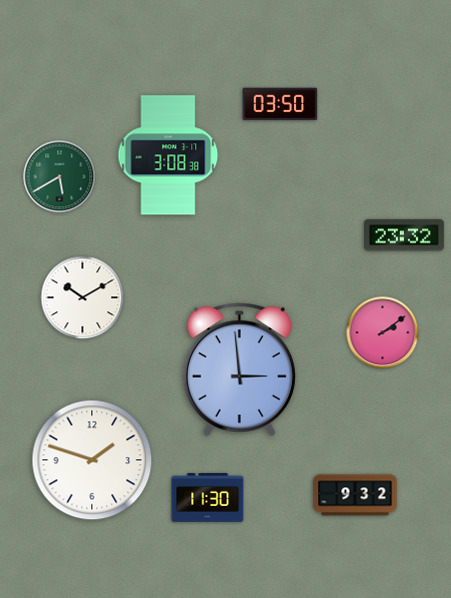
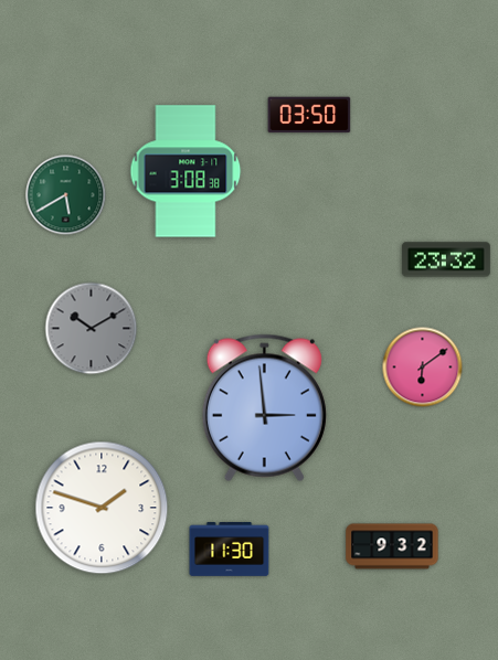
clock at (83, 298) dial: white -> grey
clock at (383, 333): 2:09 -> 6:09
